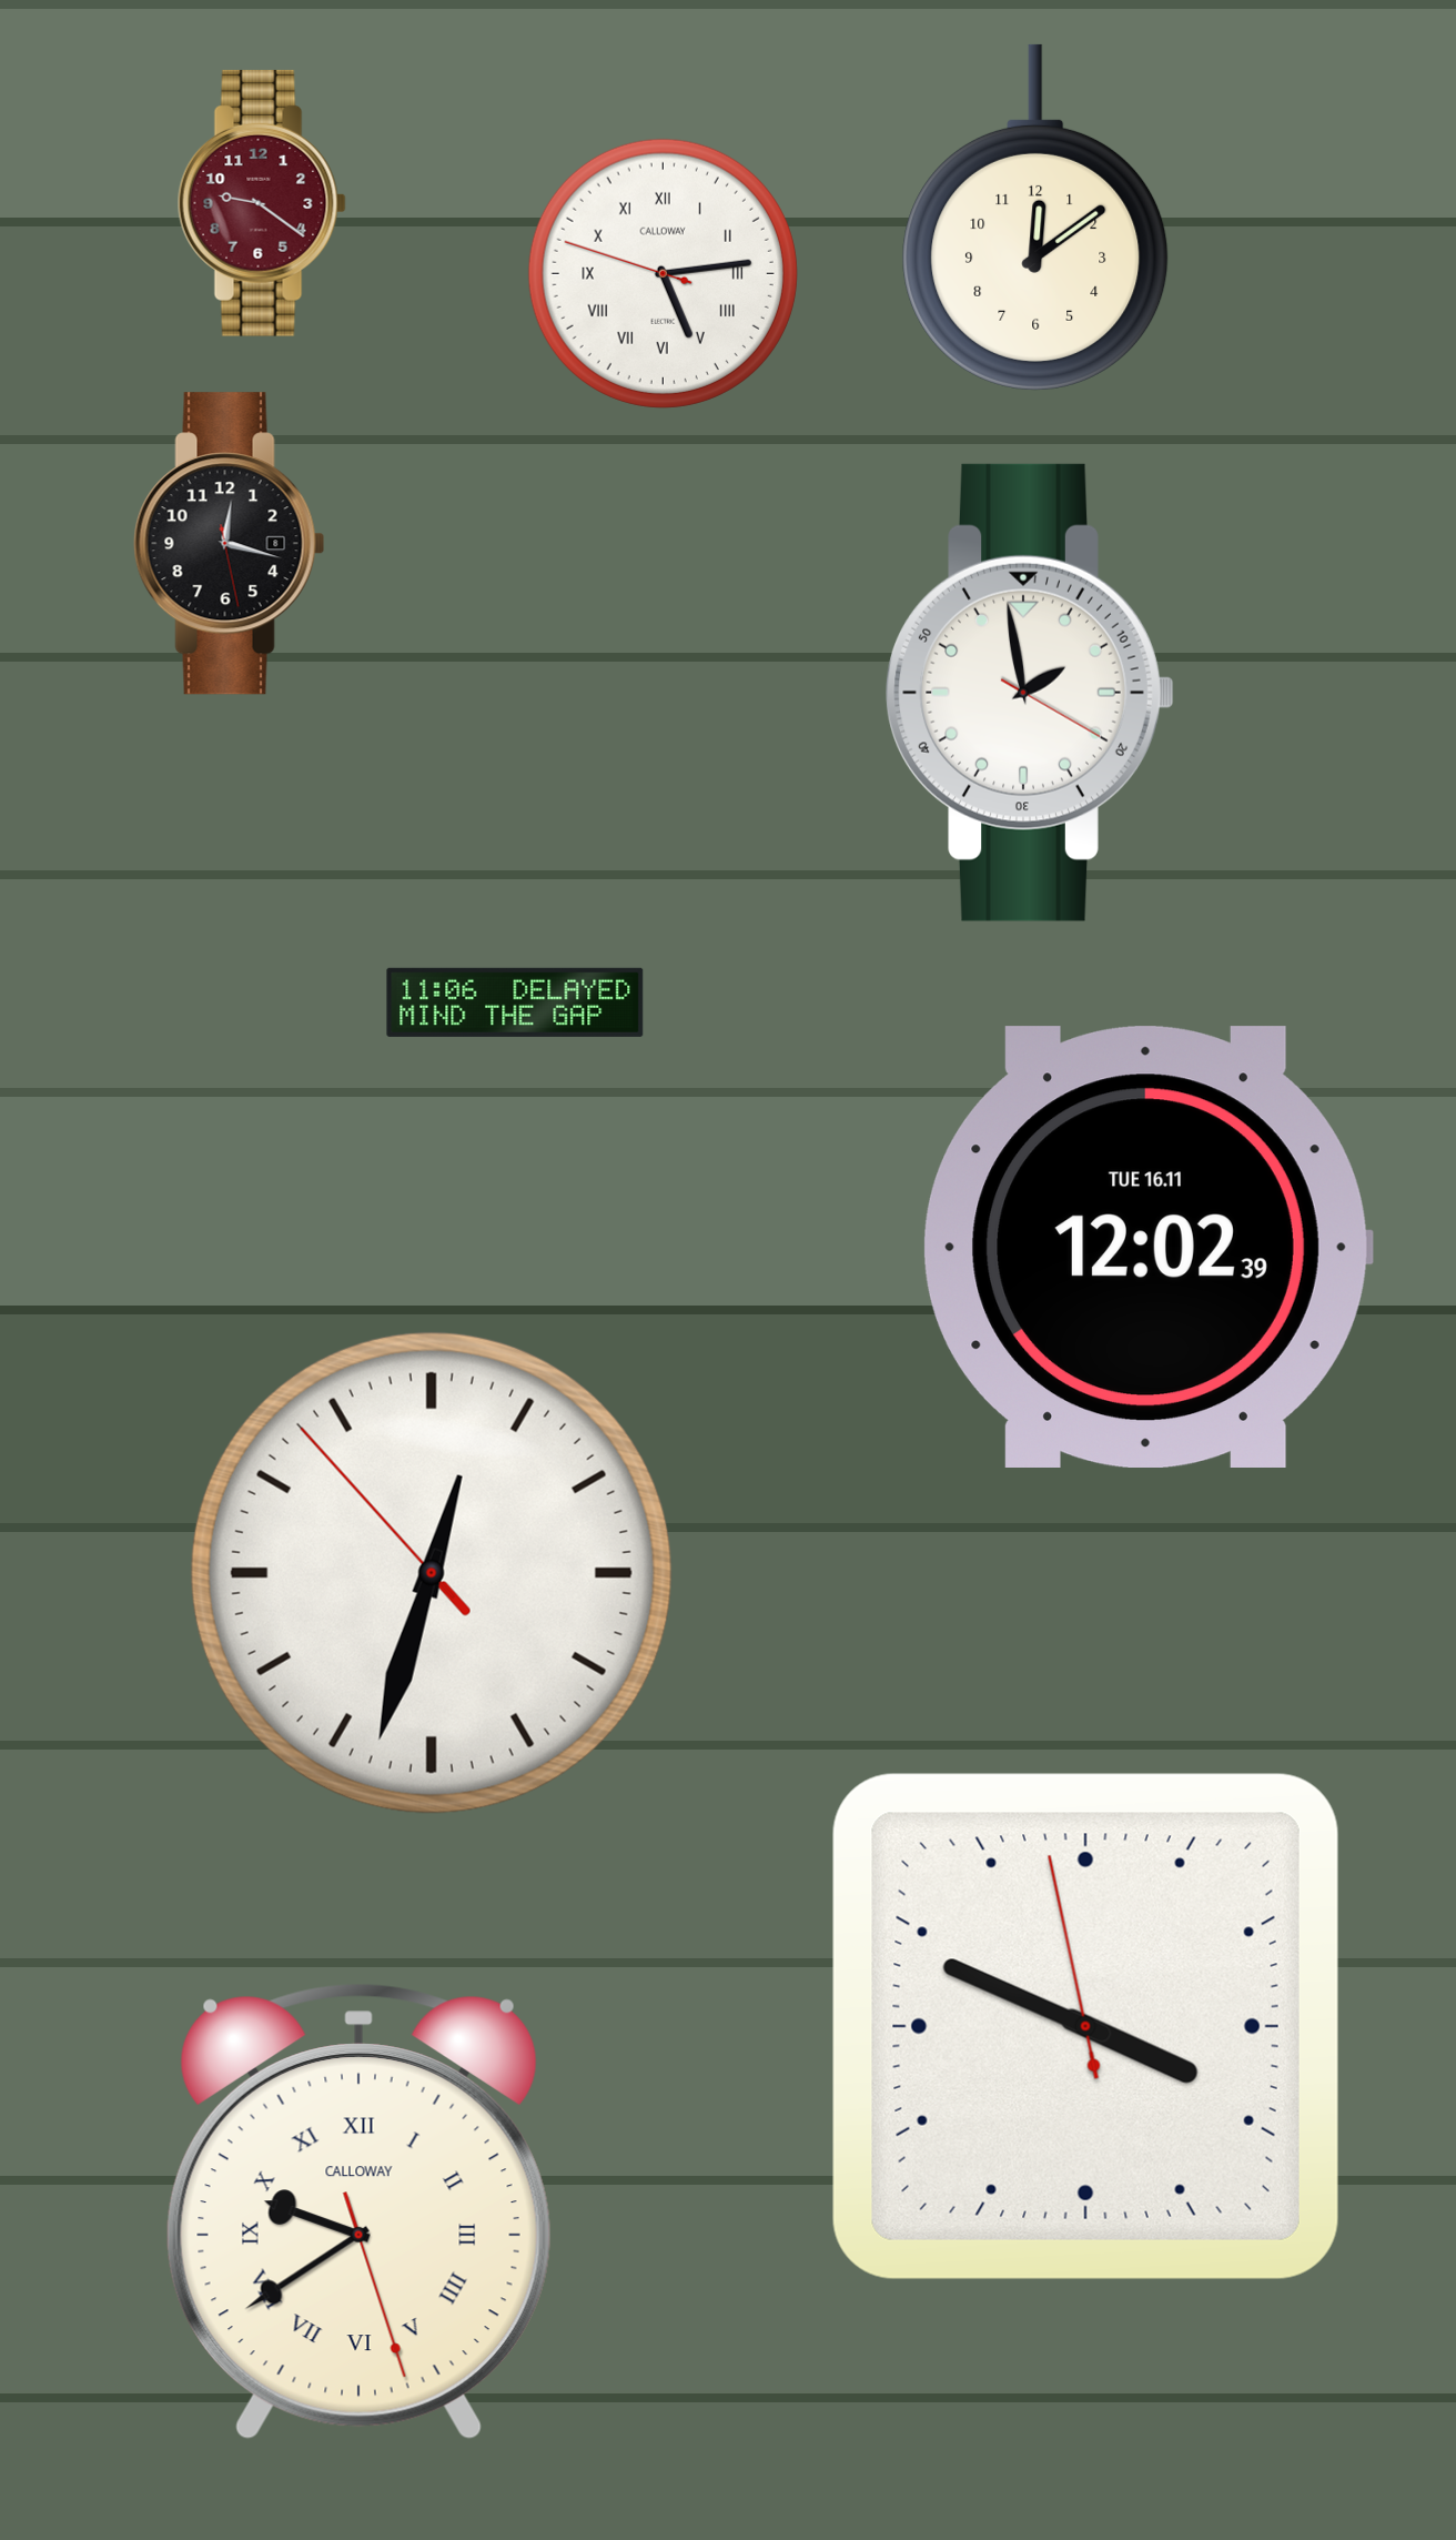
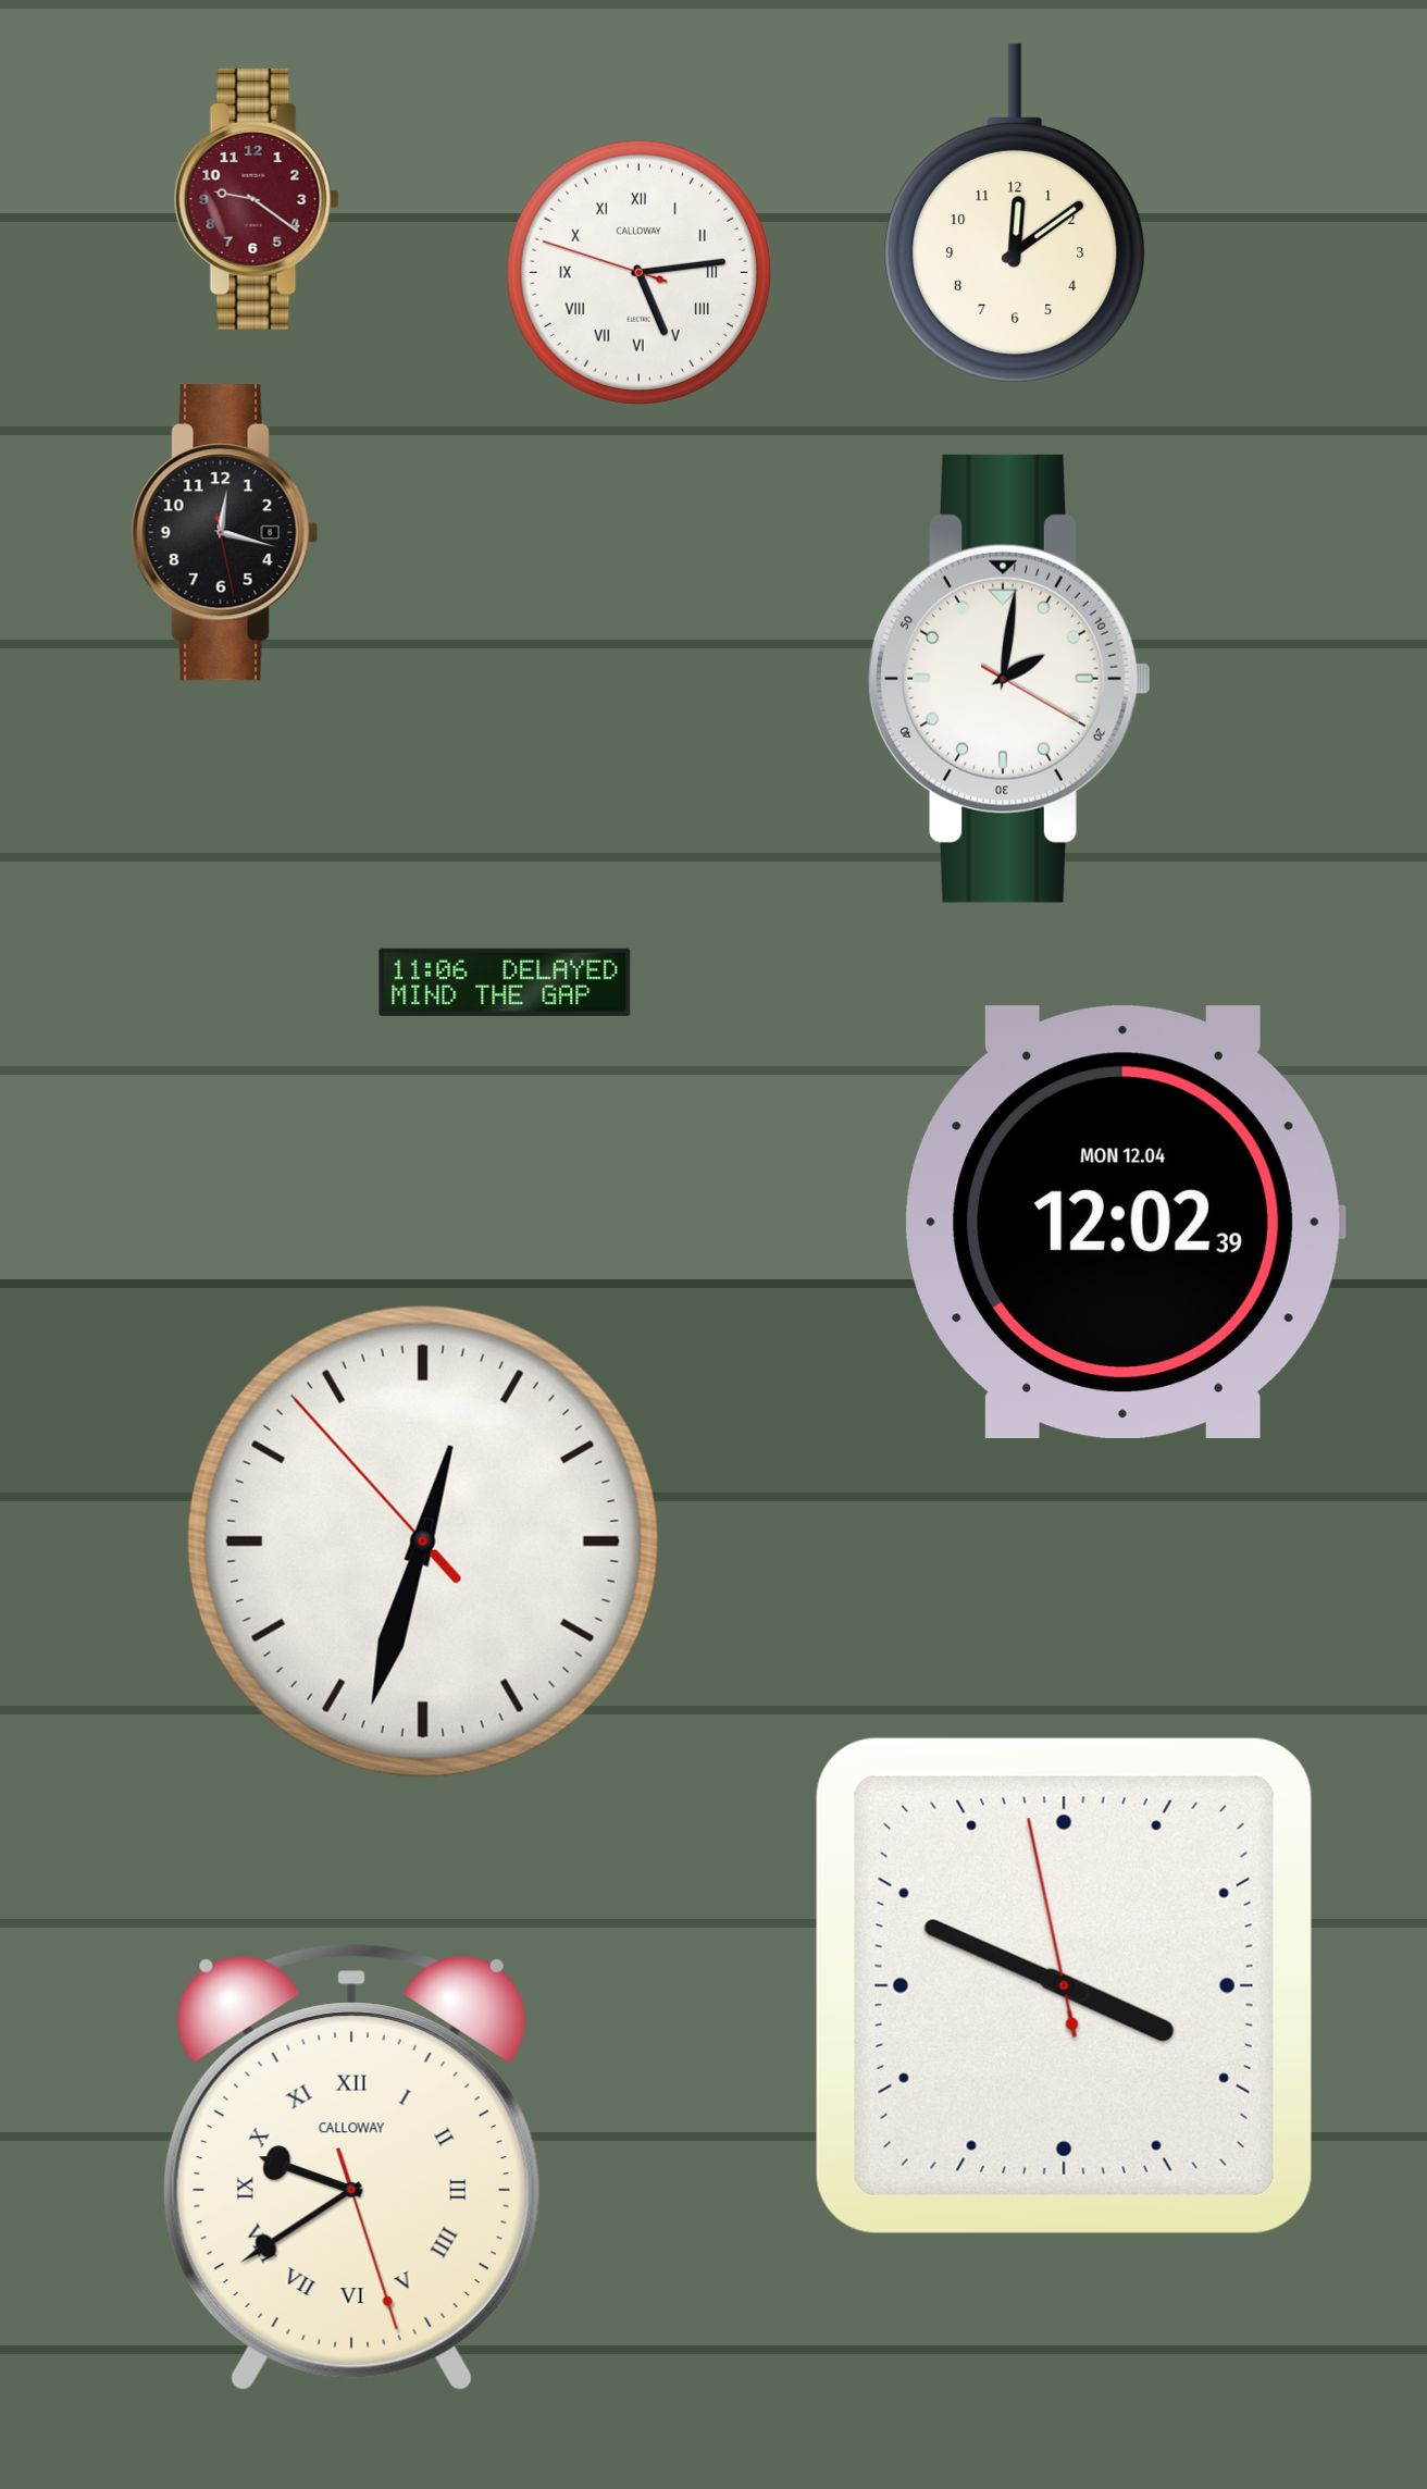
clock at (663, 273) position: (663, 273) -> (638, 272)
clock at (1030, 693): 1:58 -> 2:01
clock at (1147, 1247) date: TUE 16.11 -> MON 12.04
